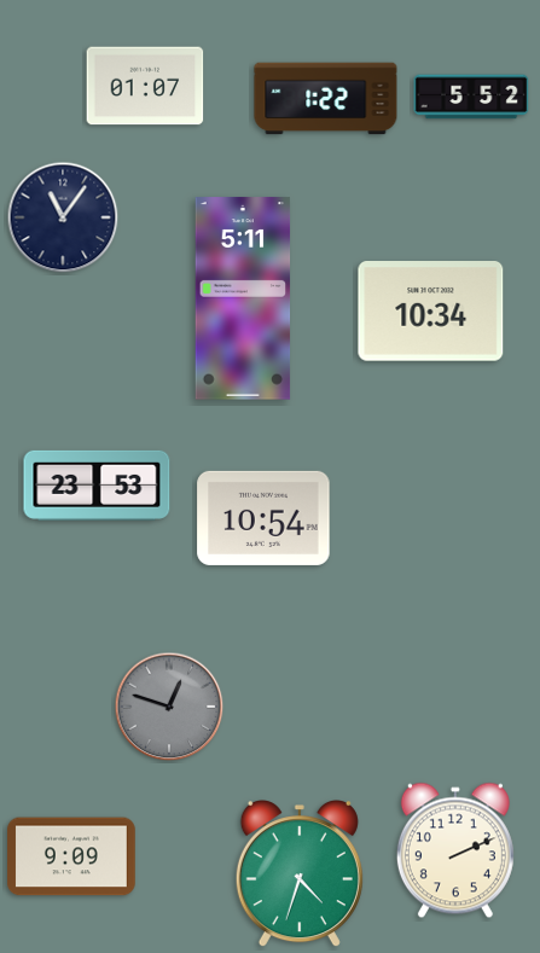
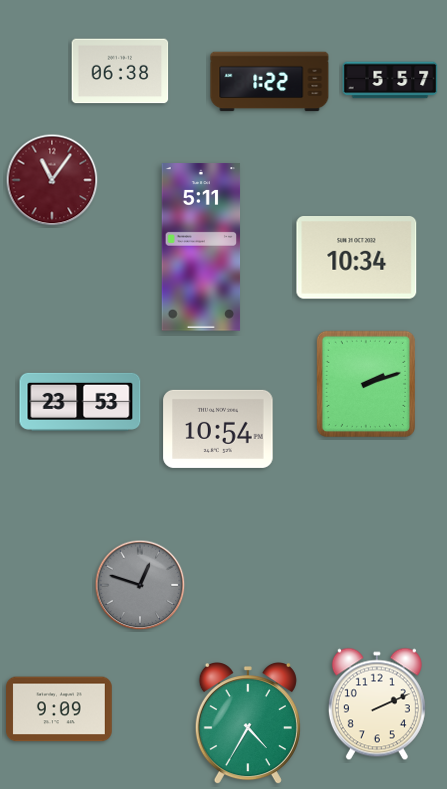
clock at (145, 86): 01:07 -> 06:38
clock at (471, 97): 5:52 -> 5:57
clock at (63, 217) dial: navy -> burgundy
clock at (366, 384): none -> 2:12
clock at (300, 874): 4:33 -> 4:35
